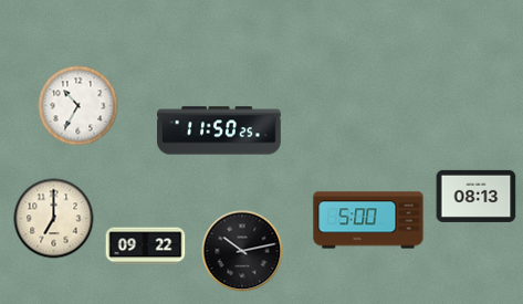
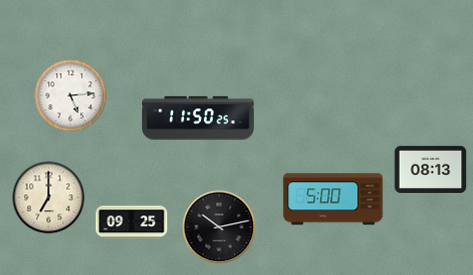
clock at (79, 106): 10:35 -> 5:14
clock at (477, 196) position: (477, 196) -> (431, 169)
clock at (146, 247): 09:22 -> 09:25
